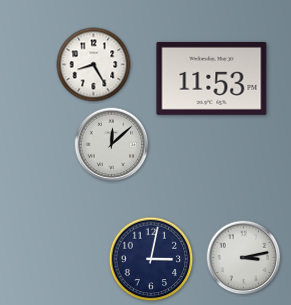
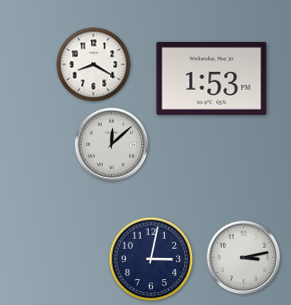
clock at (94, 65): 8:25 -> 8:20
clock at (212, 78): 11:53 -> 1:53
